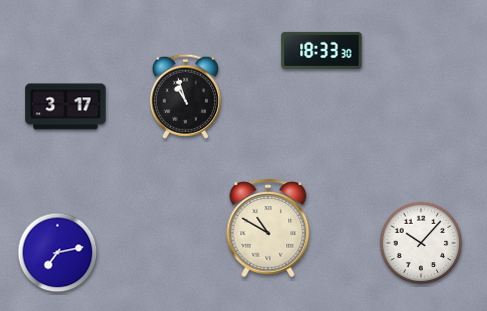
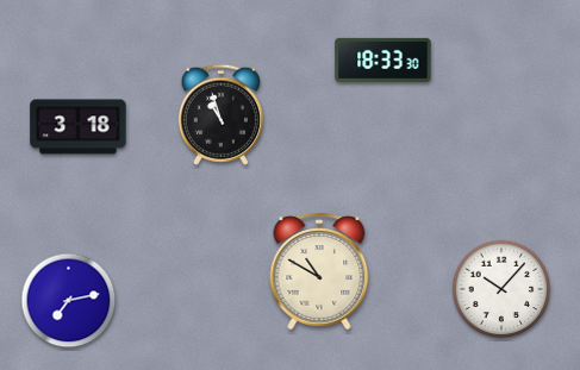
clock at (66, 107): 3:17 -> 3:18
